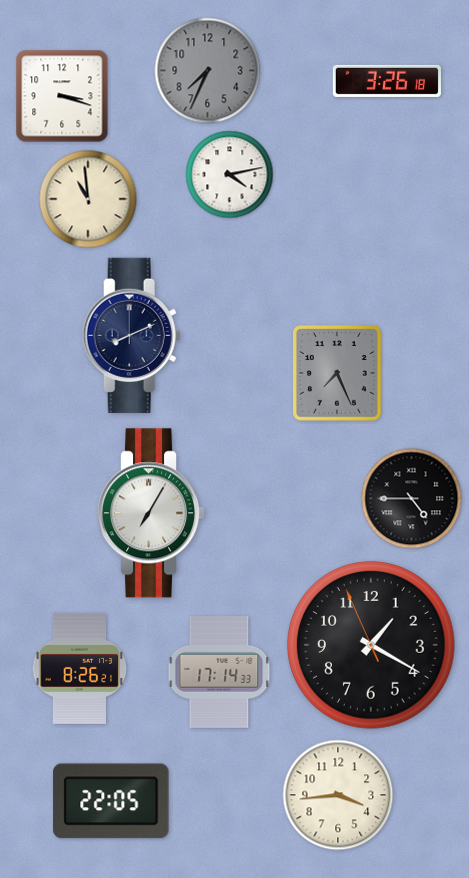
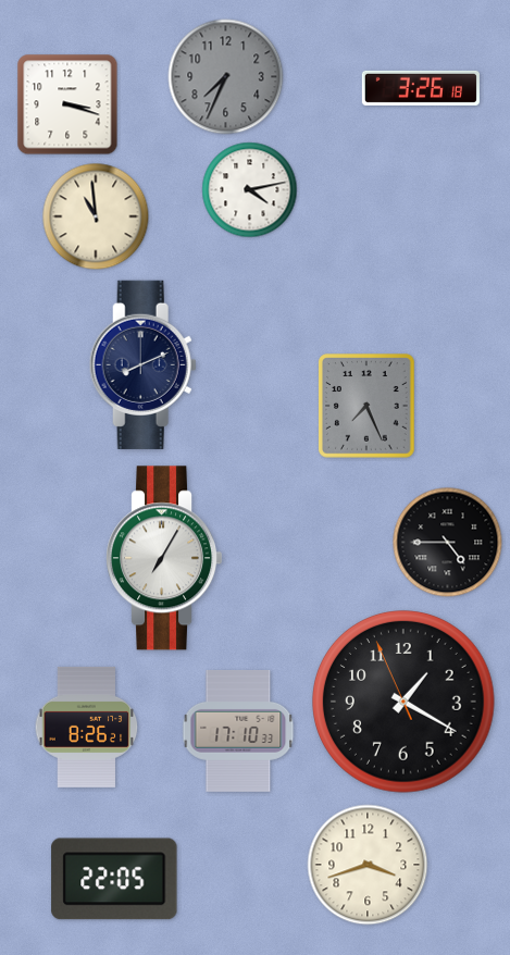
clock at (219, 673): 17:14 -> 17:10
clock at (338, 795): 3:44 -> 3:42
clock at (111, 801) position: (111, 801) -> (114, 879)
